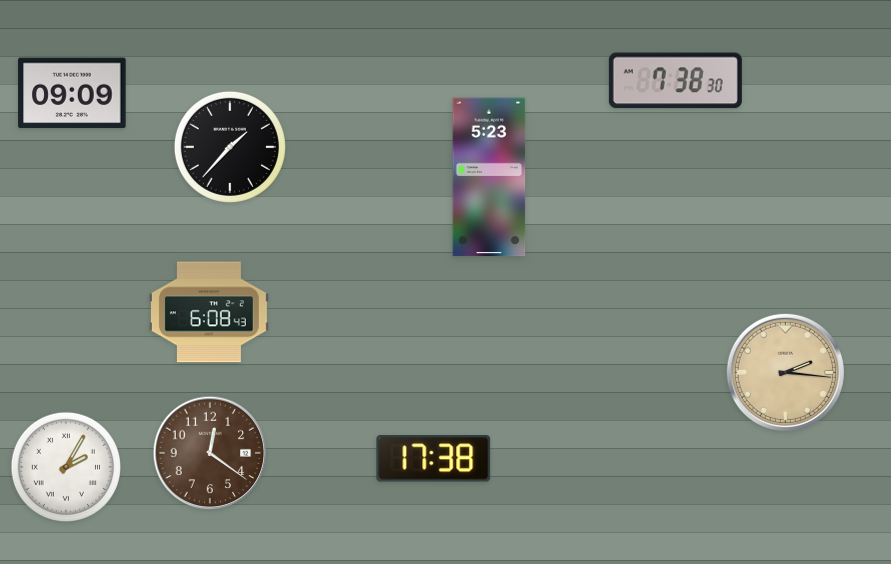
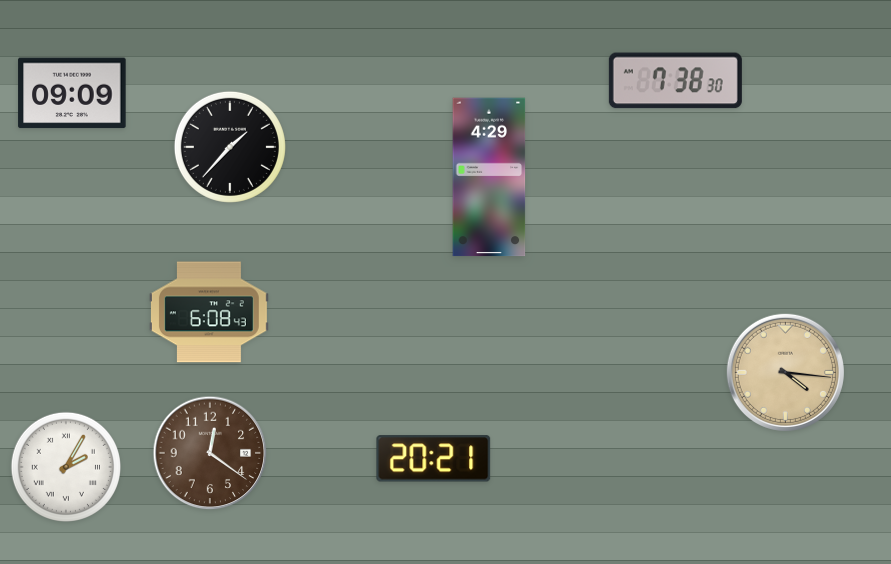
clock at (489, 177): 5:23 -> 4:29
clock at (785, 372): 2:16 -> 4:16
clock at (434, 459): 17:38 -> 20:21
